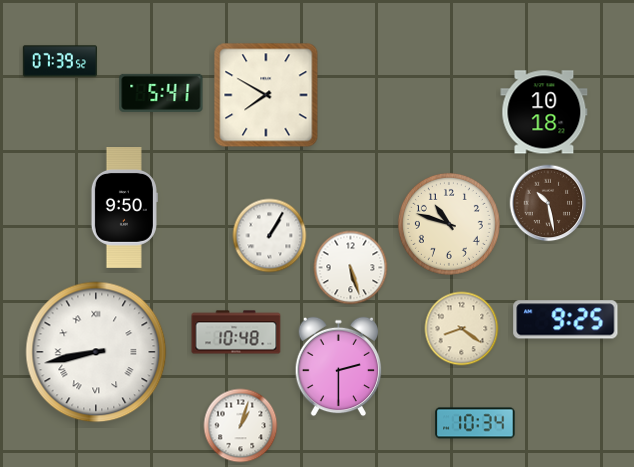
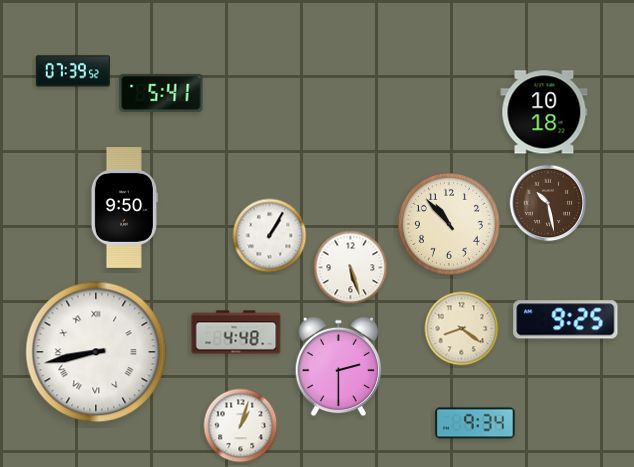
clock at (59, 61) position: (59, 61) -> (72, 71)
clock at (266, 95): 7:50 -> none
clock at (449, 224): 10:48 -> 10:53
clock at (236, 332): 10:48 -> 4:48
clock at (475, 423): 10:34 -> 9:34
